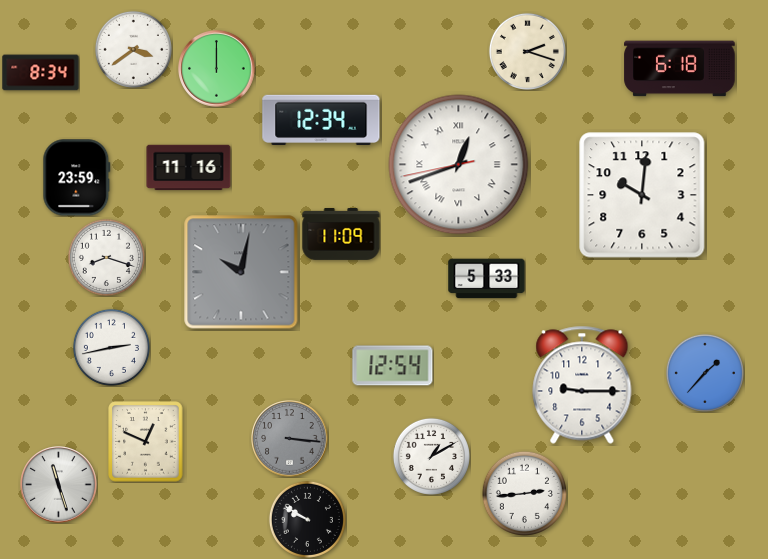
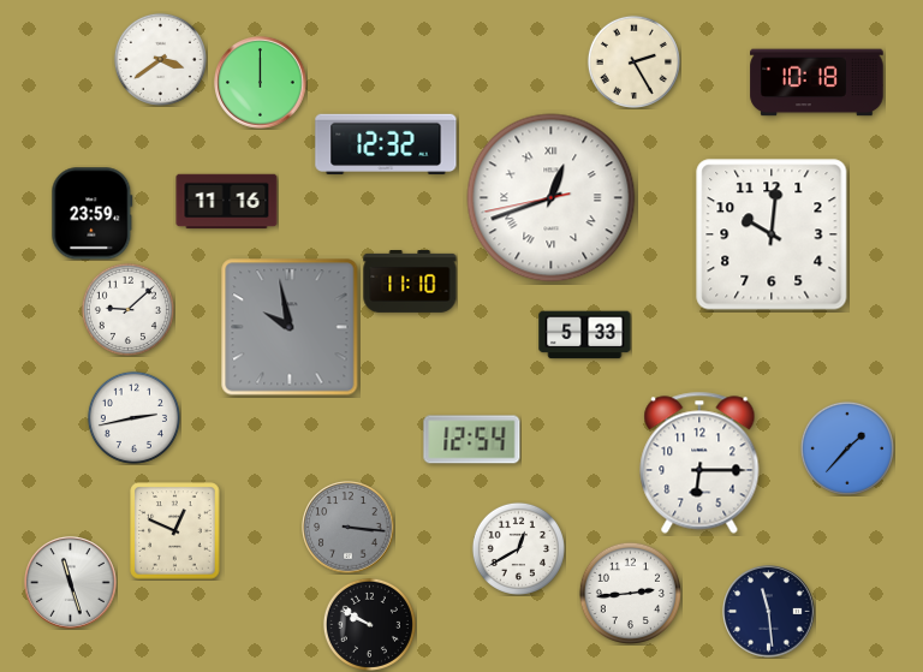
clock at (527, 51): 2:18 -> 2:25
clock at (680, 69): 6:18 -> 10:18
clock at (41, 73): 8:34 -> none
clock at (321, 120): 12:34 -> 12:32
clock at (341, 235): 11:09 -> 11:10
clock at (106, 257): 8:18 -> 9:08
clock at (241, 272): 10:02 -> 9:58
clock at (582, 385): 9:15 -> 6:15
clock at (431, 456): 1:10 -> 12:40
clock at (769, 612): none -> 11:29
